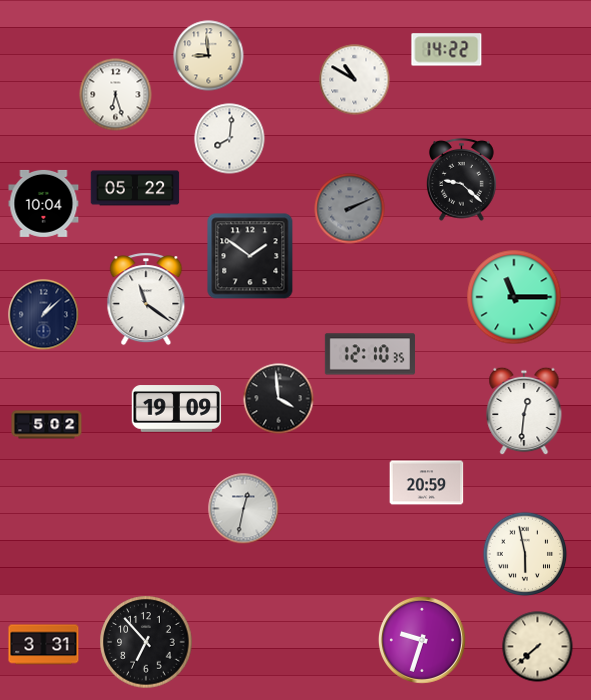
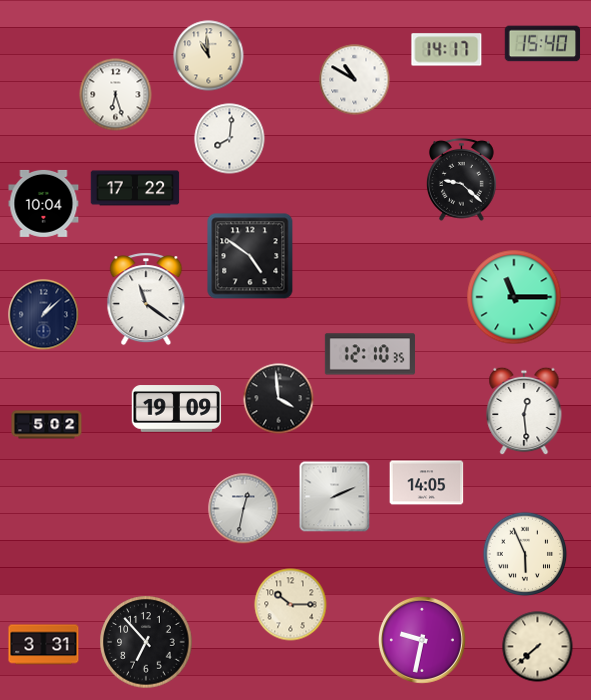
clock at (543, 44): none -> 15:40
clock at (447, 50): 14:22 -> 14:17
clock at (209, 56): 8:59 -> 10:59
clock at (135, 188): 05:22 -> 17:22
clock at (350, 209): 2:11 -> none
clock at (250, 256): 1:51 -> 4:51
clock at (524, 411): 12:31 -> 12:29
clock at (427, 483): 20:59 -> 14:05
clock at (335, 497): none -> 2:11
clock at (525, 554): 5:58 -> 5:56
clock at (291, 605): none -> 10:15
clock at (422, 640): 9:33 -> 9:32
